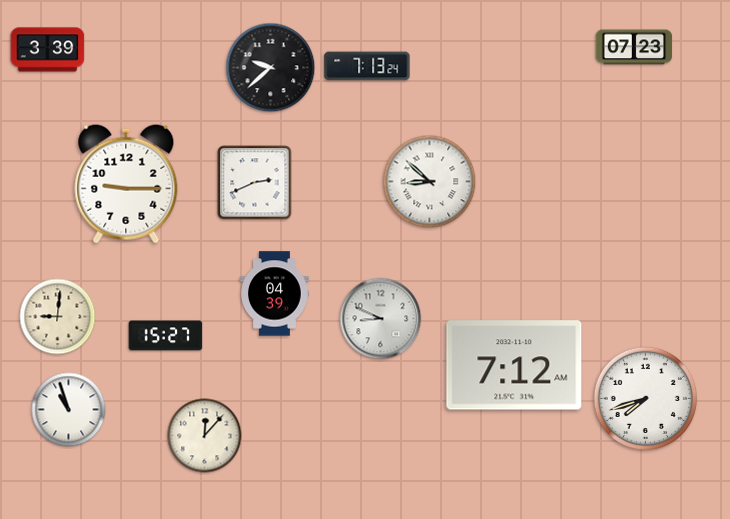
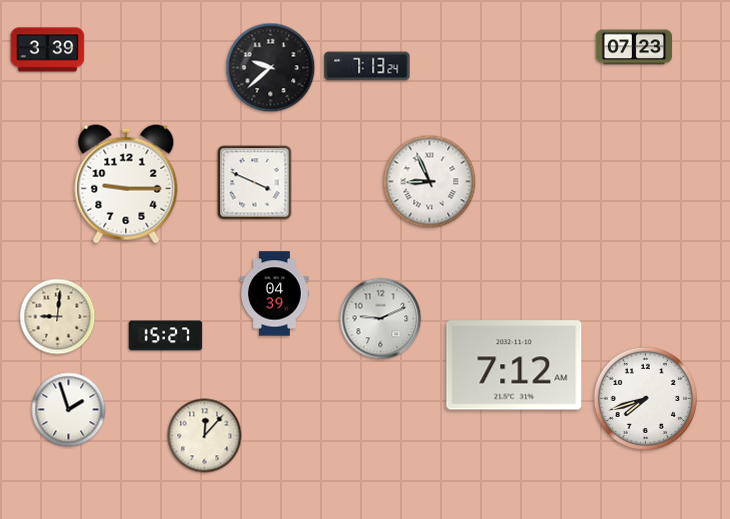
clock at (430, 182): 8:52 -> 8:56
clock at (255, 183): 2:41 -> 3:49
clock at (381, 319): 8:49 -> 9:11
clock at (69, 410): 10:57 -> 1:57
